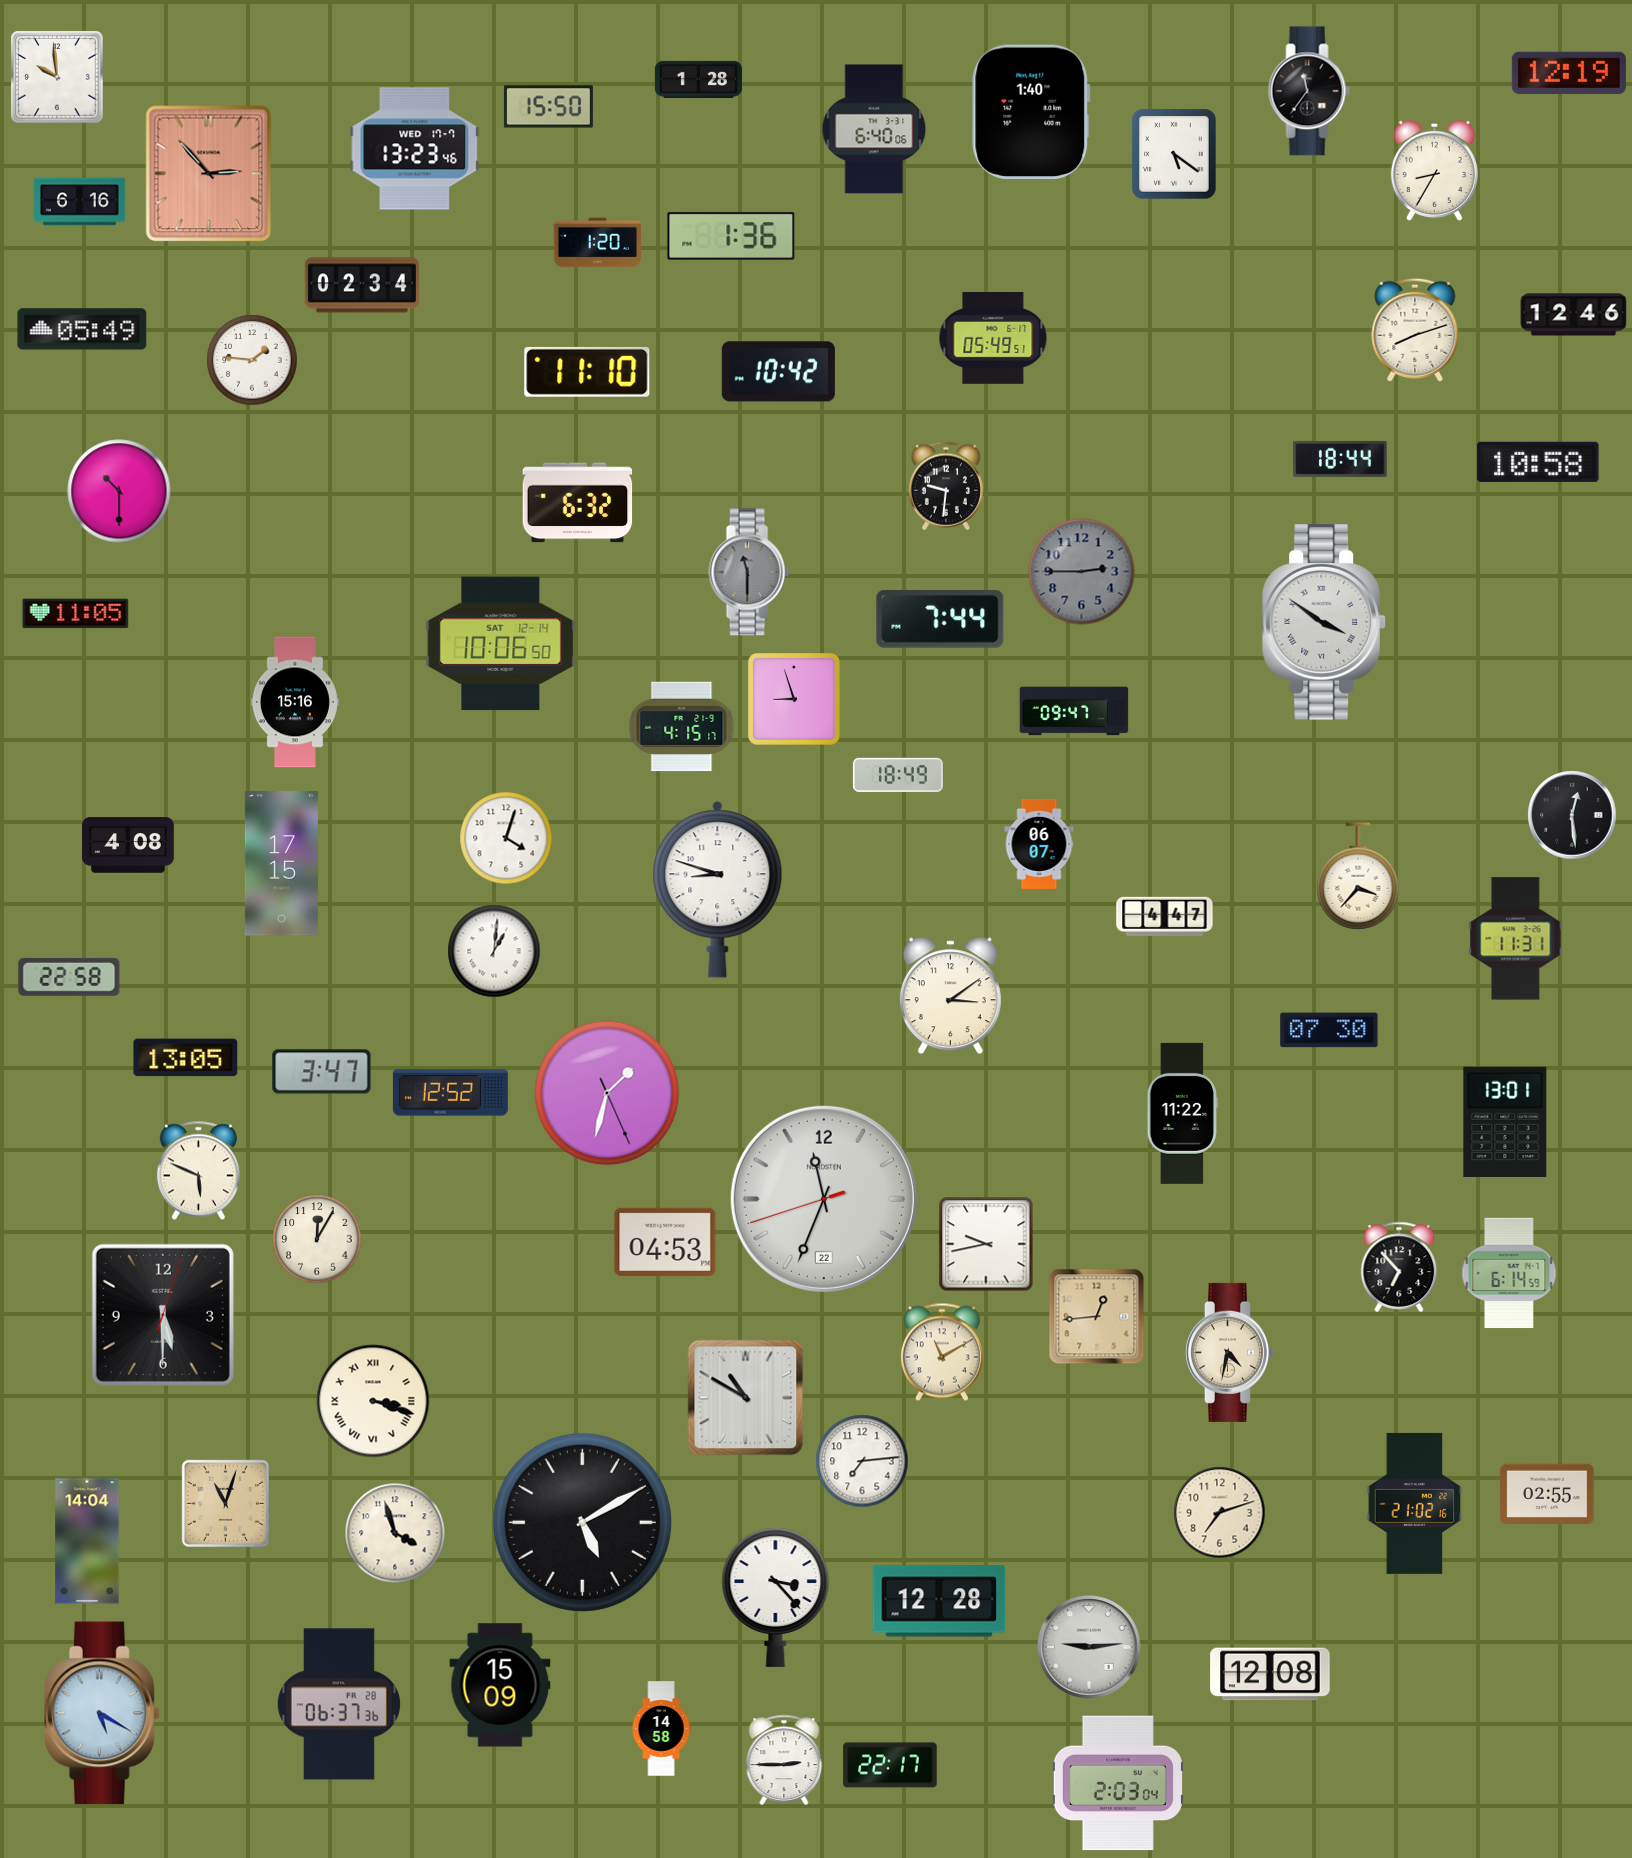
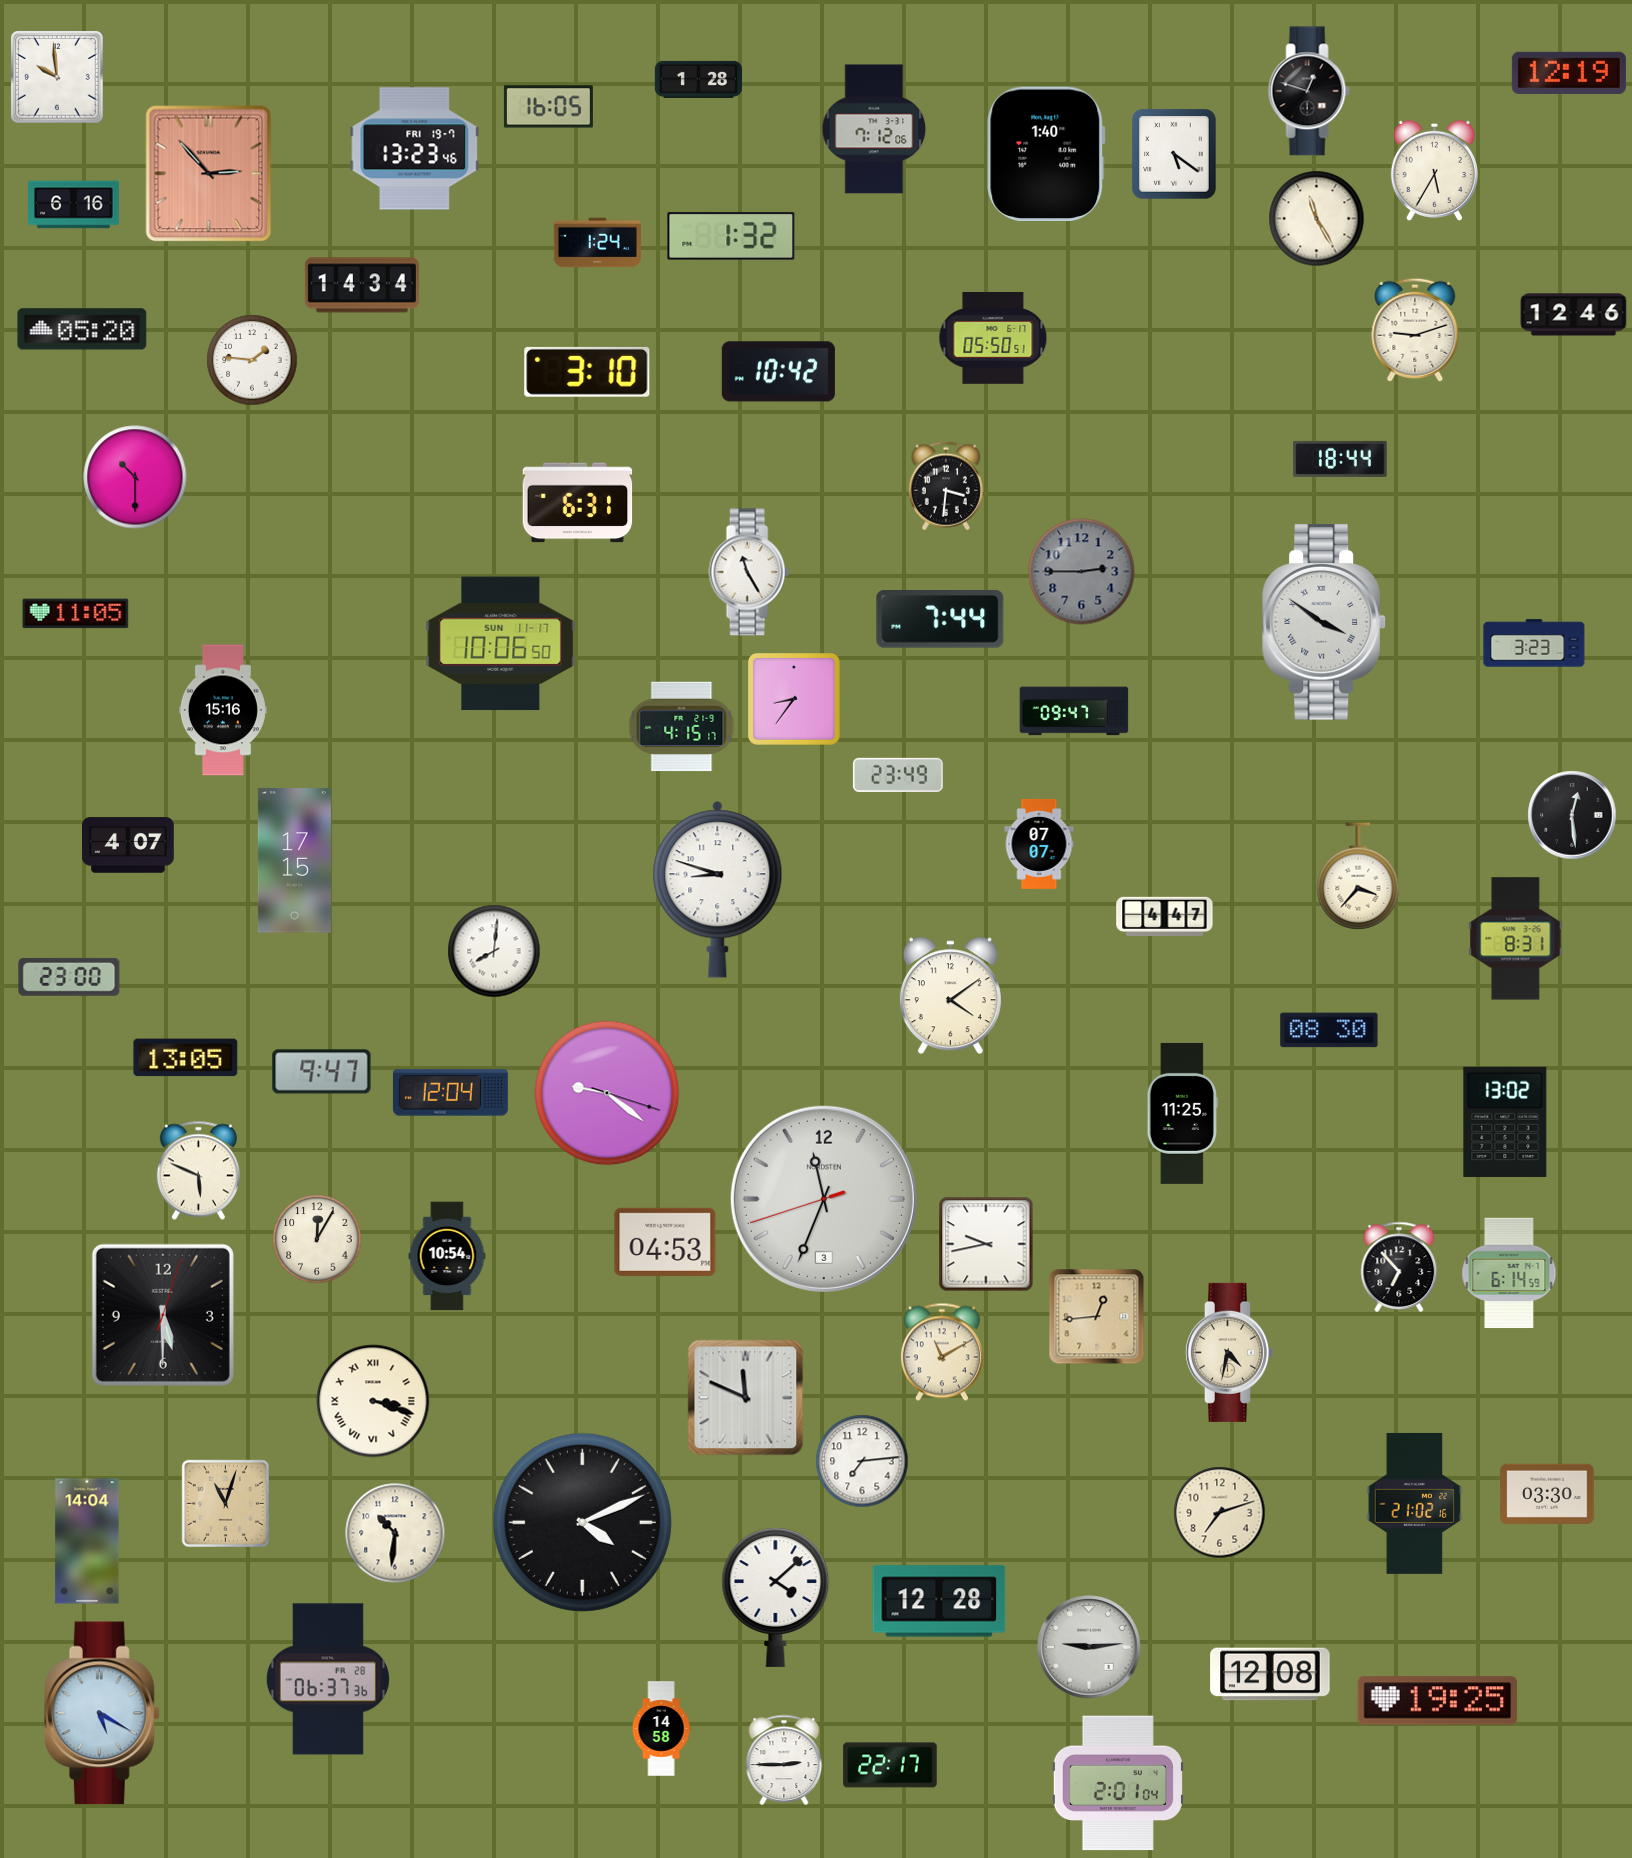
clock at (1309, 91): 11:36 -> 12:48
clock at (548, 107): 15:50 -> 16:05
clock at (1031, 111) position: (1031, 111) -> (1046, 153)
clock at (874, 129): 6:40 -> 7:12
clock at (415, 149) date: WED 17-7 -> FRI 19-7
clock at (1434, 170): 8:35 -> 5:35
clock at (80, 202) position: (80, 202) -> (74, 205)
clock at (1317, 219): none -> 11:25
clock at (731, 236): 1:36 -> 1:32
clock at (597, 243): 1:20 -> 1:24
clock at (362, 285): 02:34 -> 14:34
clock at (82, 329): 05:49 -> 05:20
clock at (1415, 330): 8:12 -> 9:12
clock at (993, 338): 05:49 -> 05:50
clock at (587, 372): 11:10 -> 3:10
clock at (1538, 462): 10:58 -> none
clock at (946, 486): 9:31 -> 3:31
clock at (119, 491) position: (119, 491) -> (135, 477)
clock at (578, 503): 6:32 -> 6:31
clock at (749, 572): 11:30 -> 11:25
clock at (749, 572) dial: grey -> white
clock at (1534, 643): none -> 3:23
clock at (501, 644) date: SAT 12-14 -> SUN 11-17
clock at (795, 700): 8:57 -> 8:36
clock at (295, 702) position: (295, 702) -> (223, 710)
clock at (898, 775): 18:49 -> 23:49
clock at (506, 838): 4:03 -> none
clock at (1039, 844): 06:07 -> 07:07
clock at (128, 845): 4:08 -> 4:07
clock at (281, 864) position: (281, 864) -> (294, 861)
clock at (1516, 939): 11:31 -> 8:31
clock at (494, 951): 1:01 -> 8:01
clock at (69, 977): 22:58 -> 23:00
clock at (950, 996): 3:09 -> 4:09
clock at (1329, 1030): 07:30 -> 08:30
clock at (322, 1072): 3:47 -> 9:47
clock at (450, 1093): 12:52 -> 12:04
clock at (607, 1093): 1:32 -> 9:21
clock at (1182, 1113): 11:22 -> 11:25
clock at (1505, 1121): 13:01 -> 13:02
clock at (824, 1199) date: 22 -> 3
clock at (447, 1256): none -> 10:54
clock at (746, 1398): 10:50 -> 11:49
clock at (1547, 1493): 02:55 -> 03:30
clock at (582, 1522): 5:10 -> 4:11
clock at (395, 1533): 3:57 -> 10:31
clock at (776, 1597): 3:23 -> 4:08
clock at (500, 1685): 15:09 -> none
clock at (1438, 1701): none -> 19:25
clock at (339, 1704) position: (339, 1704) -> (328, 1679)
clock at (1118, 1783): 2:03 -> 2:01
